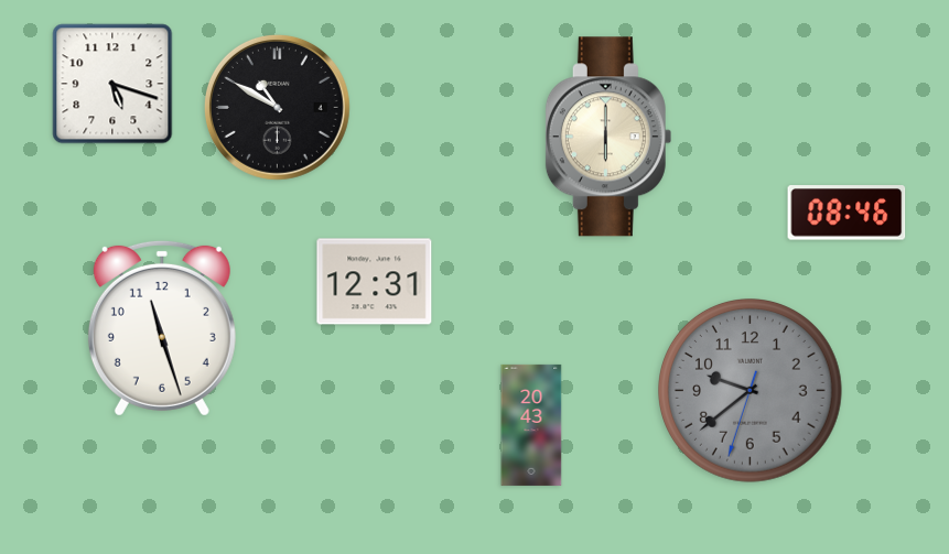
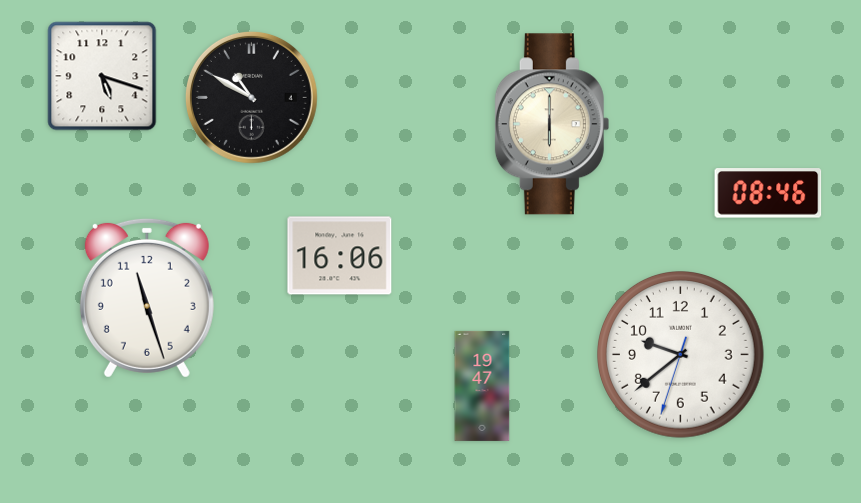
clock at (375, 282): 12:31 -> 16:06
clock at (751, 391) dial: grey -> white
clock at (531, 425): 20:43 -> 19:47
